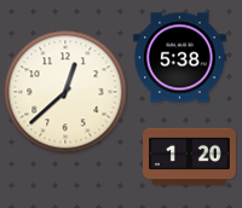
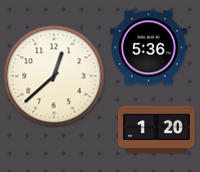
clock at (180, 58): 5:38 -> 5:36
